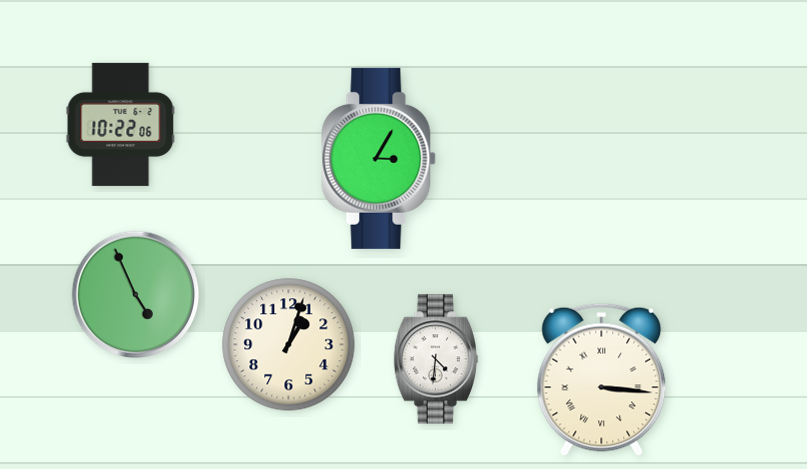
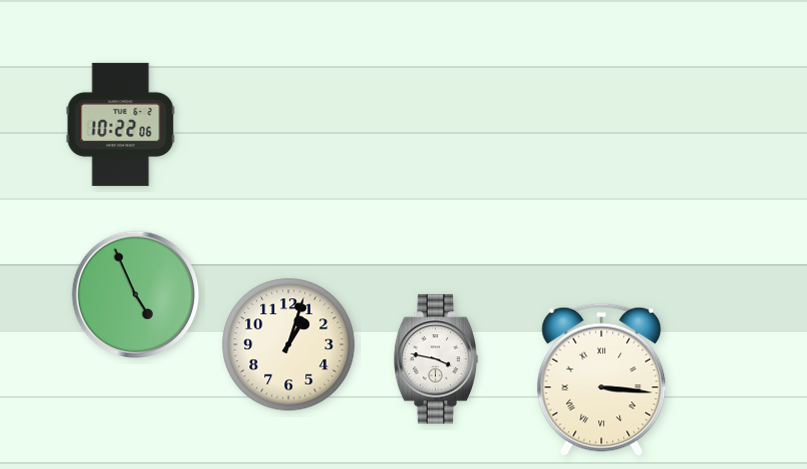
clock at (379, 158): 3:05 -> none
clock at (435, 359): 4:31 -> 3:47
